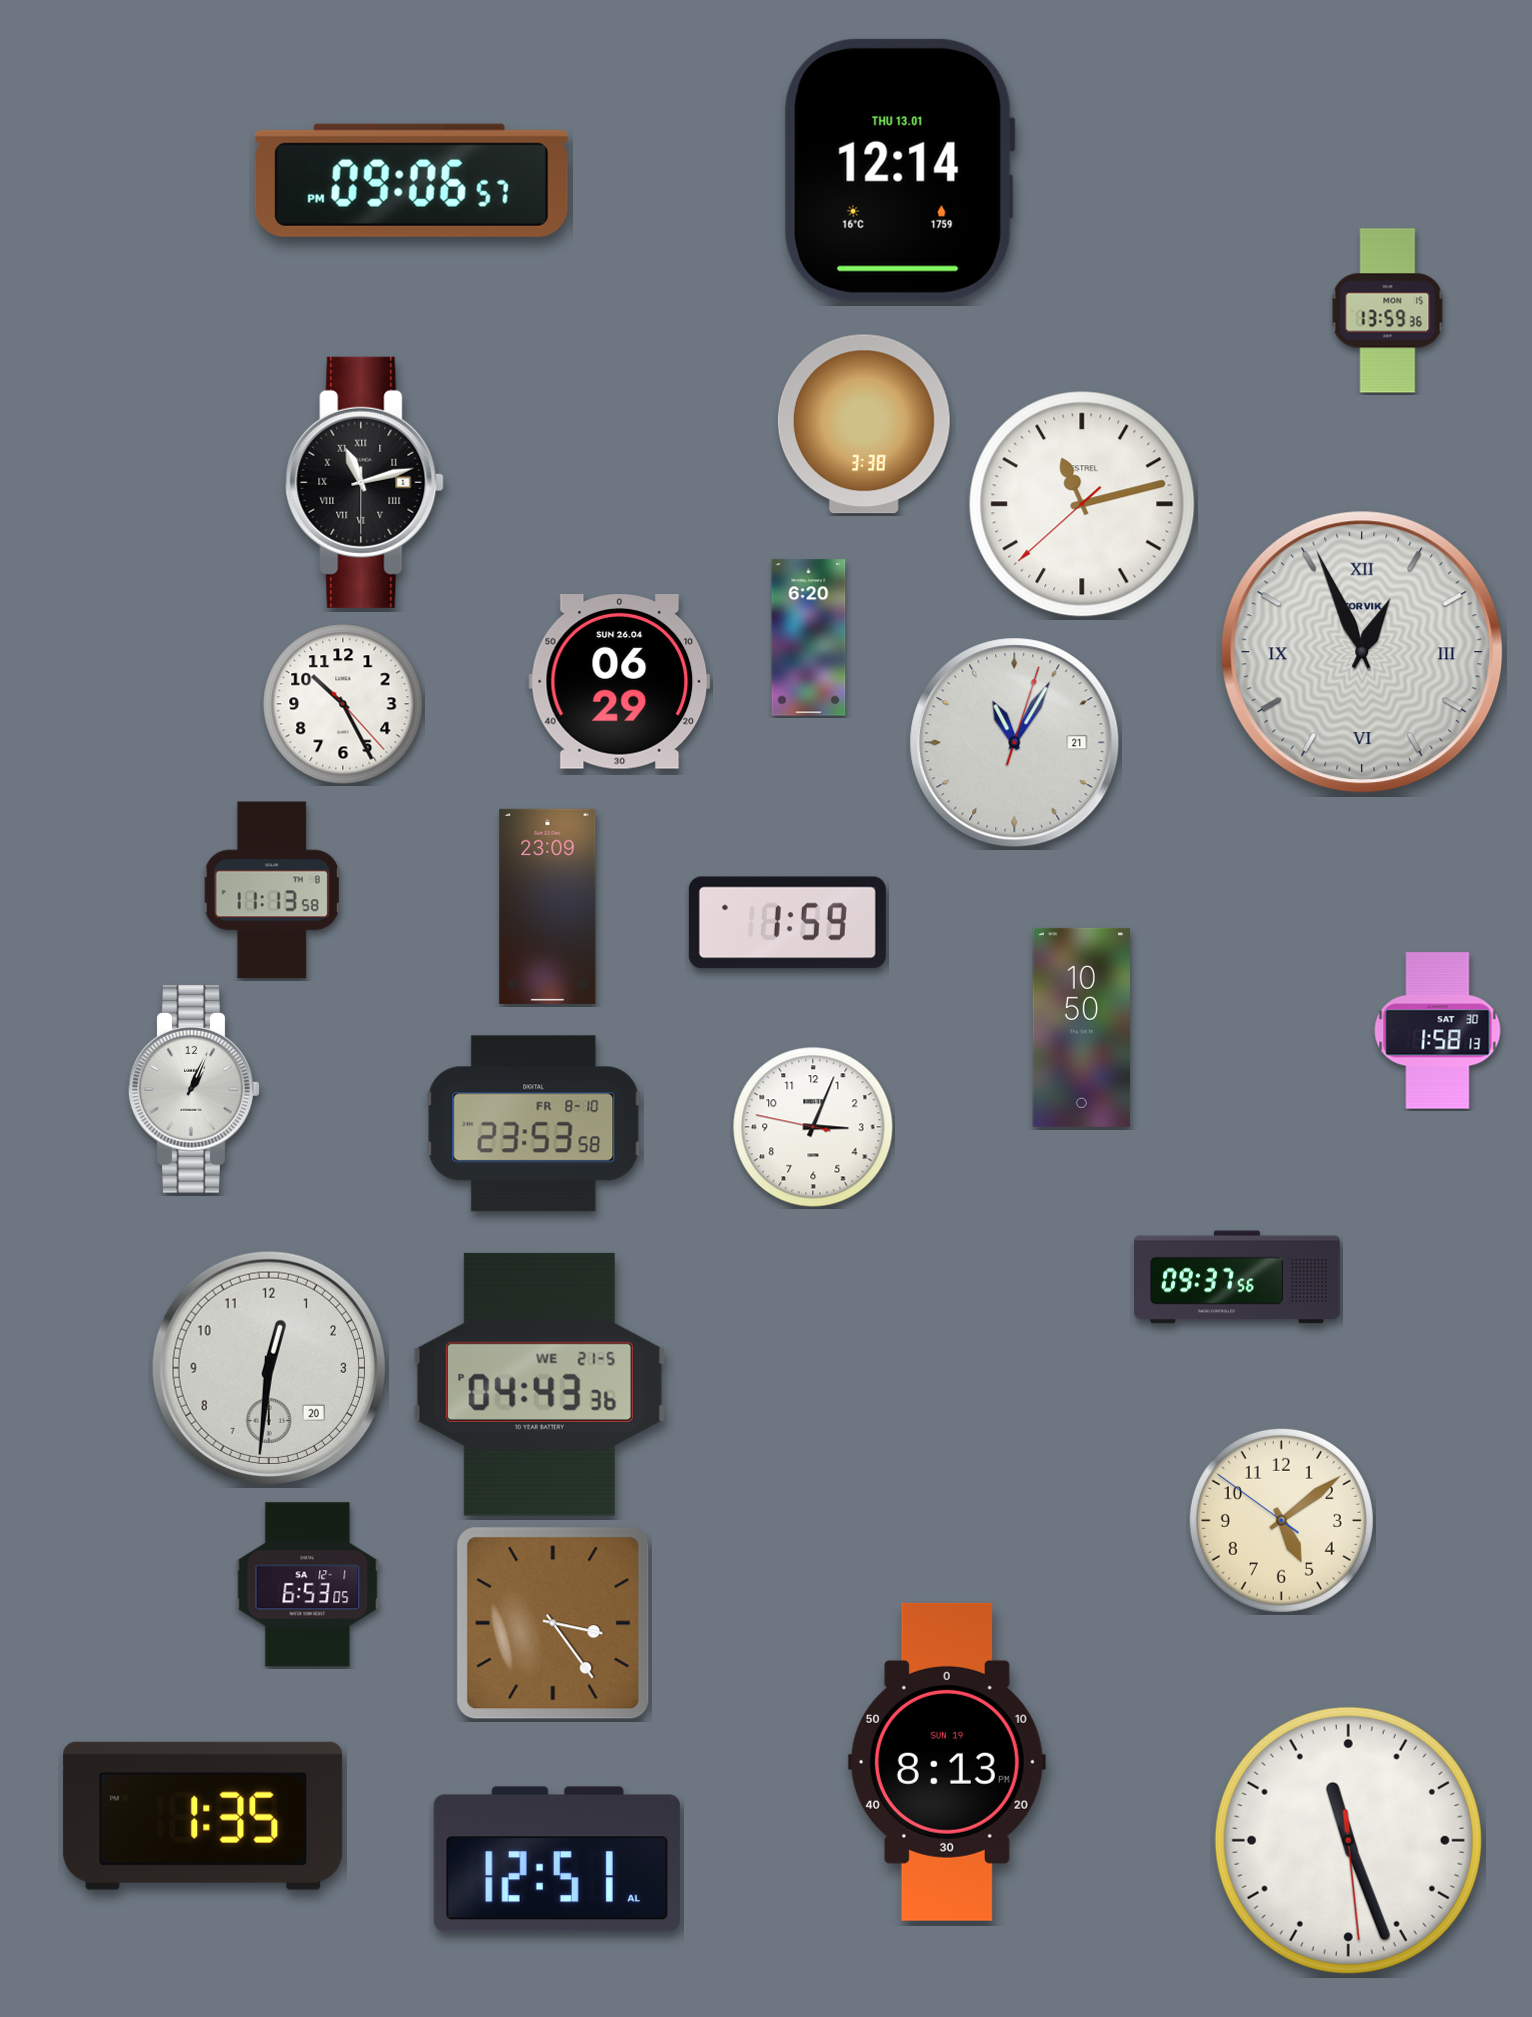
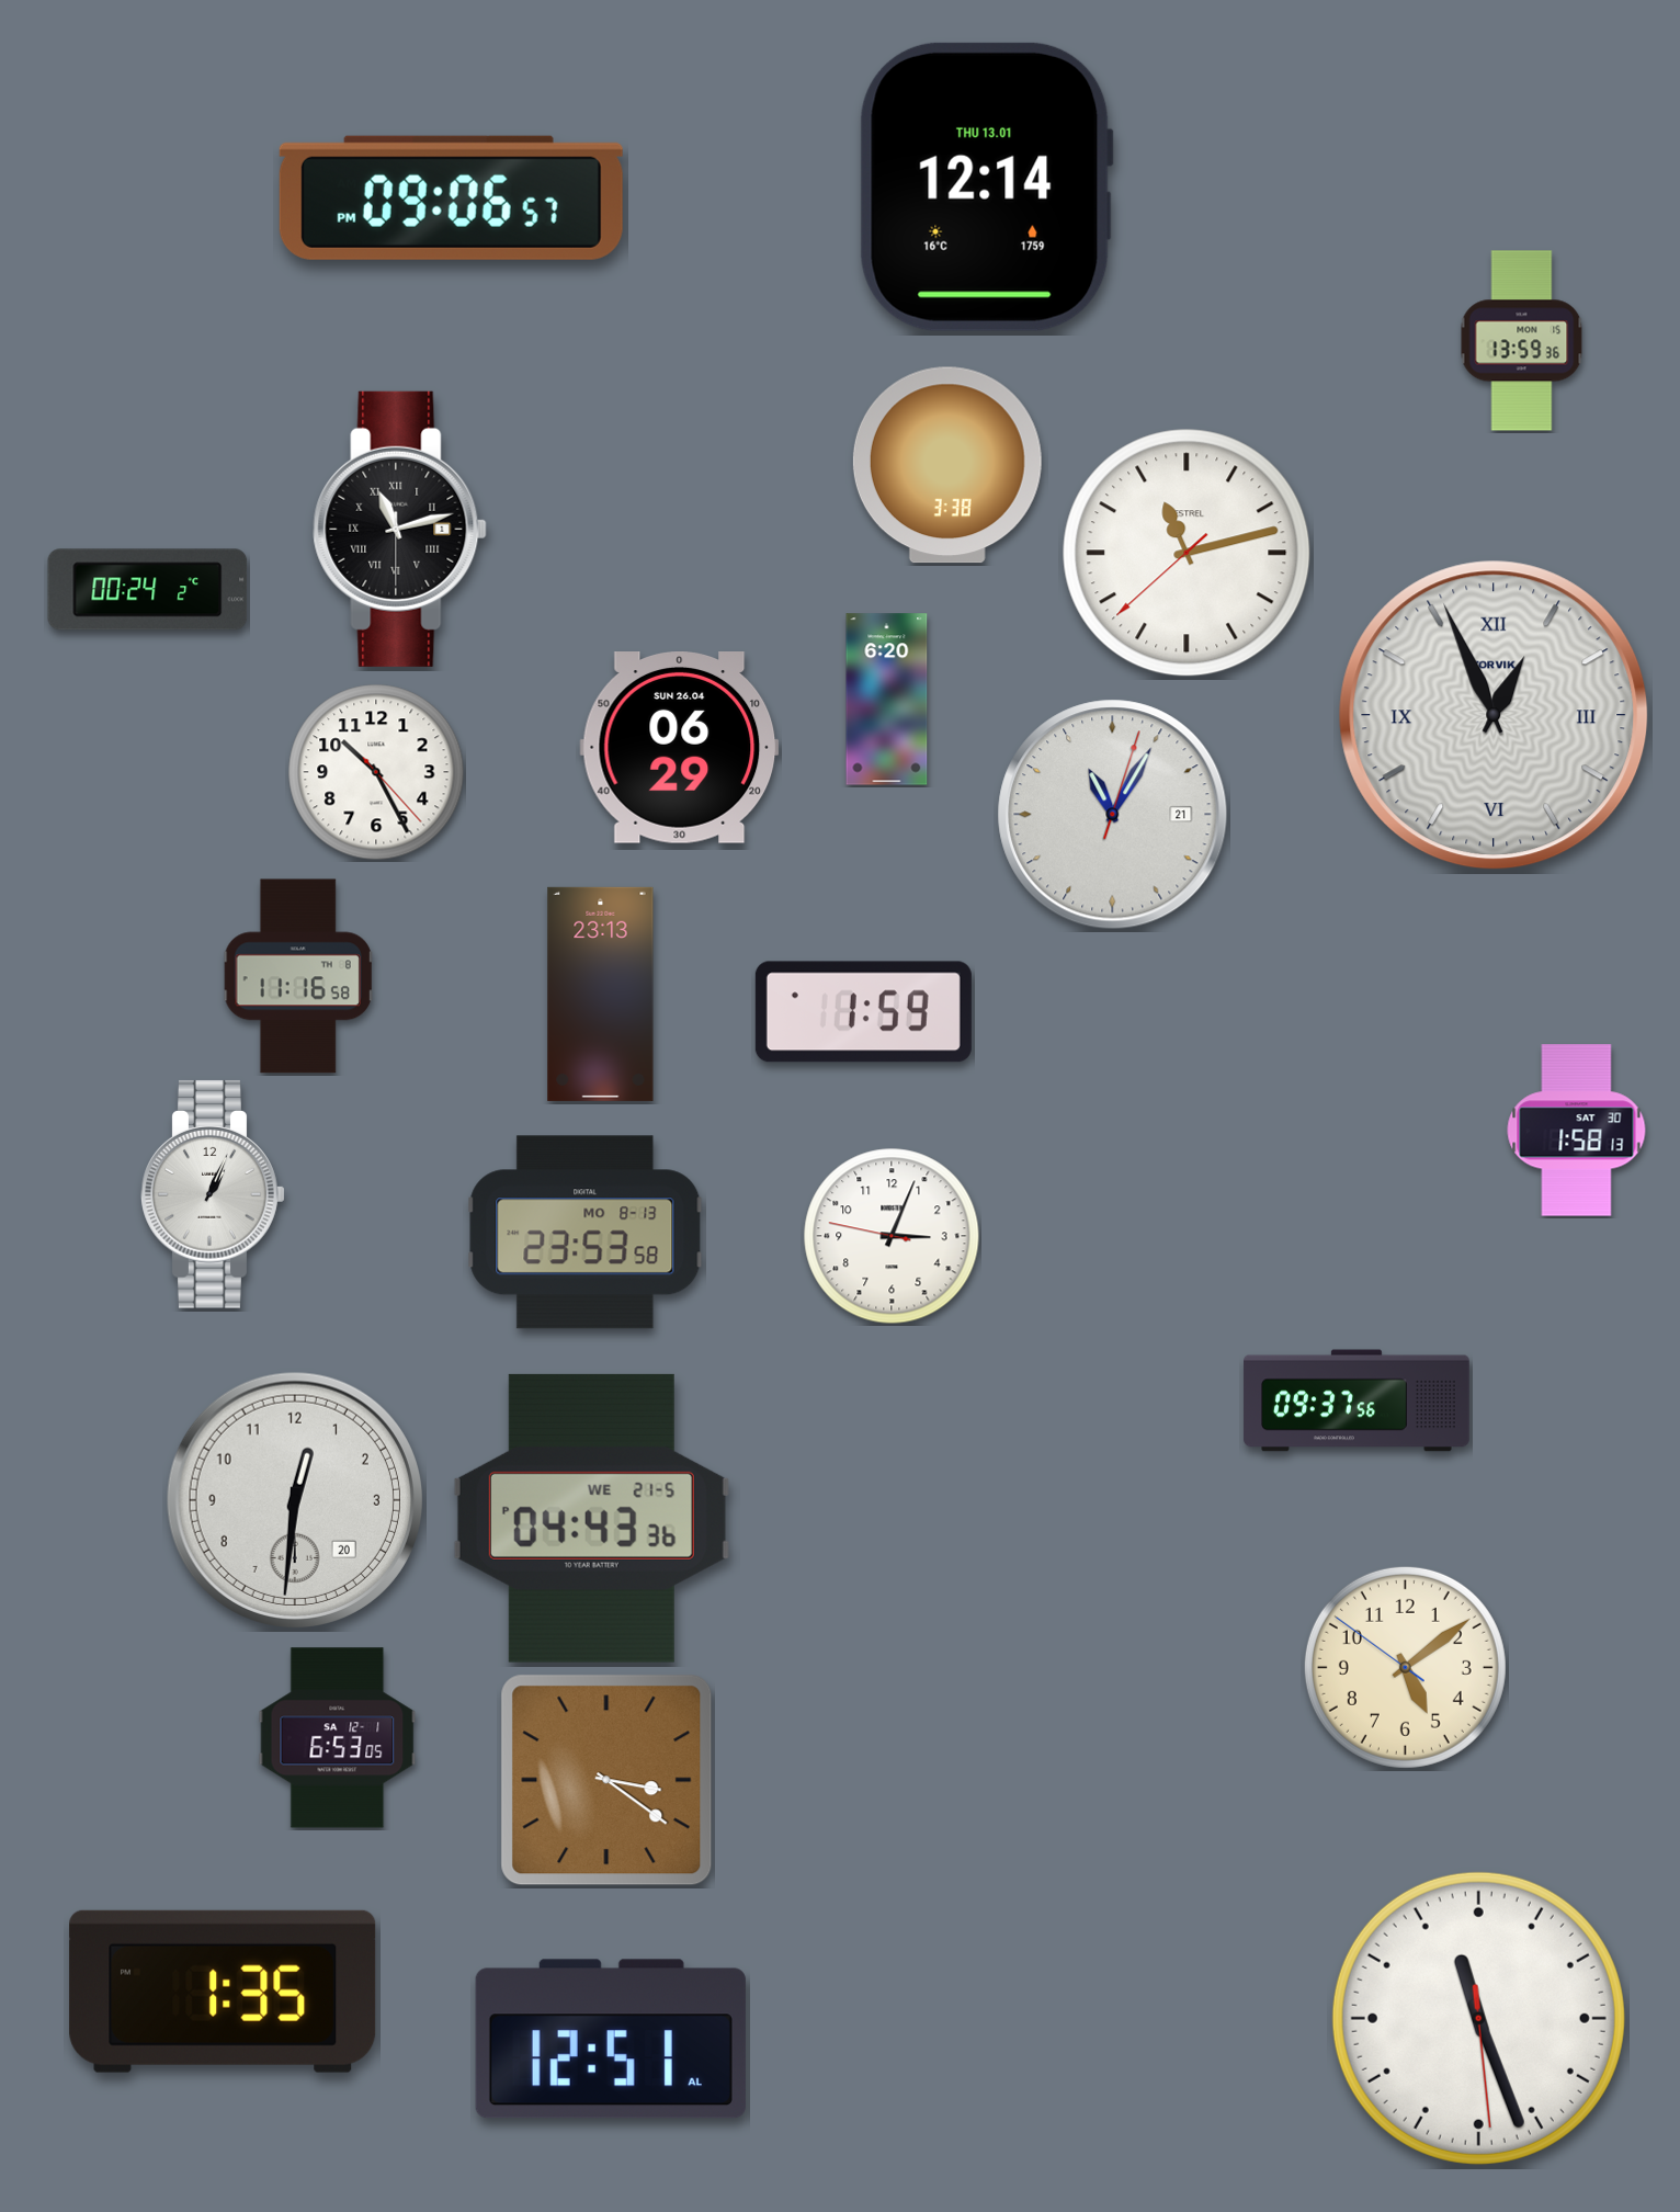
clock at (148, 590): none -> 00:24
clock at (272, 890): 11:13 -> 11:16
clock at (548, 906): 23:09 -> 23:13
clock at (1082, 1027): 10:50 -> none
clock at (534, 1124) date: FR 8-10 -> MO 8-13
clock at (553, 1623): 3:24 -> 3:21
clock at (947, 1762): 8:13 -> none
